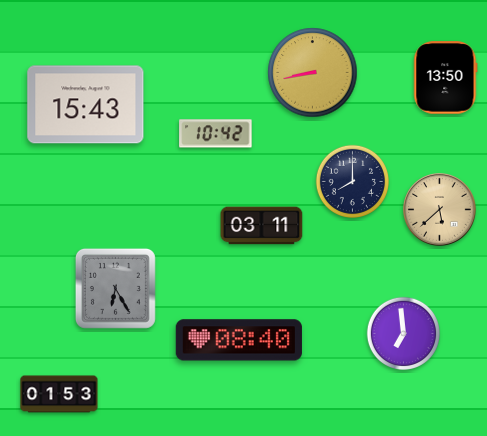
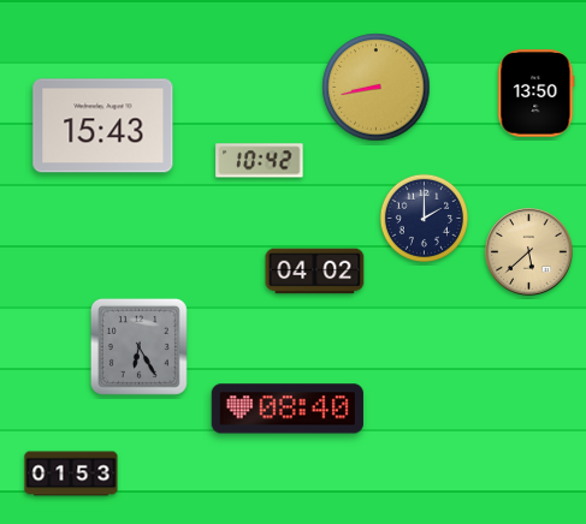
clock at (352, 181): 8:00 -> 2:00
clock at (262, 226): 03:11 -> 04:02
clock at (403, 333): 6:59 -> none
